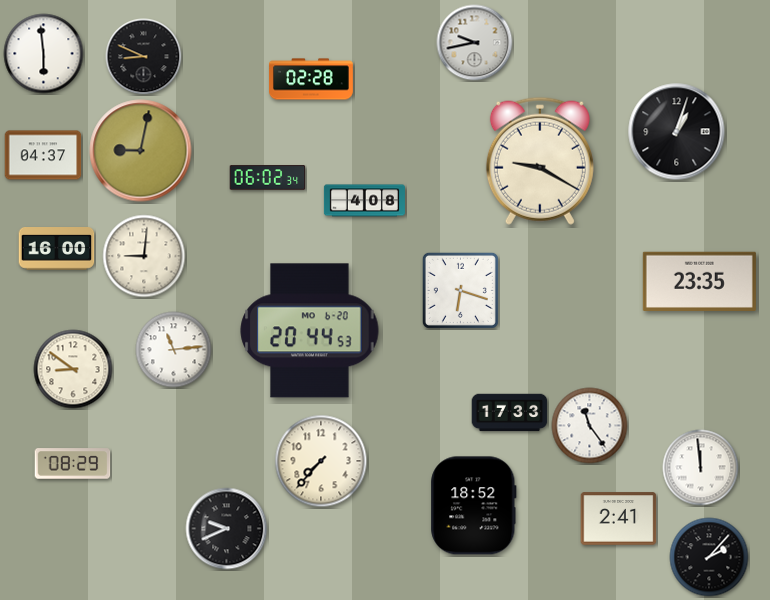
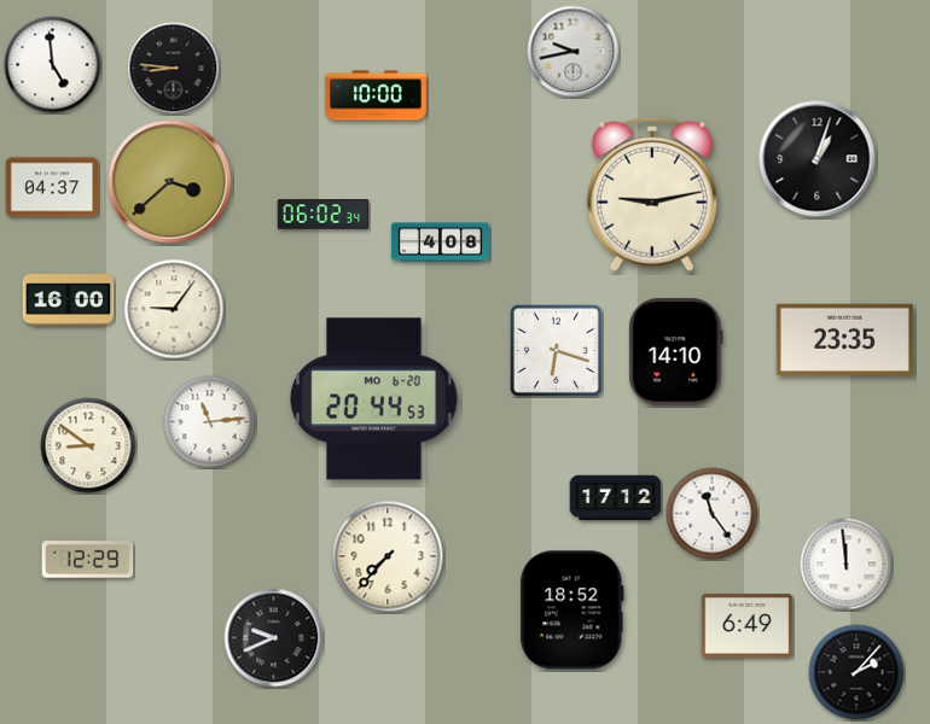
clock at (44, 54): 5:59 -> 4:59
clock at (144, 57): 8:49 -> 8:46
clock at (312, 79): 02:28 -> 10:00
clock at (141, 151): 9:02 -> 3:38
clock at (540, 161): 9:20 -> 9:13
clock at (144, 256): 9:01 -> 9:06
clock at (676, 352): none -> 14:10
clock at (510, 413): 17:33 -> 17:12
clock at (73, 464): 08:29 -> 12:29
clock at (619, 519): 2:41 -> 6:49
